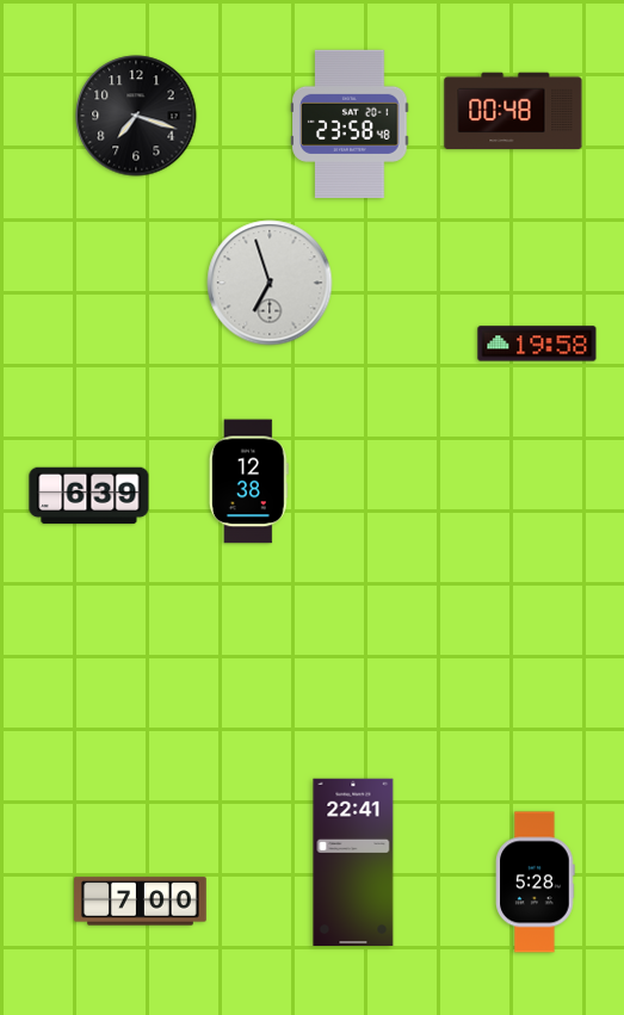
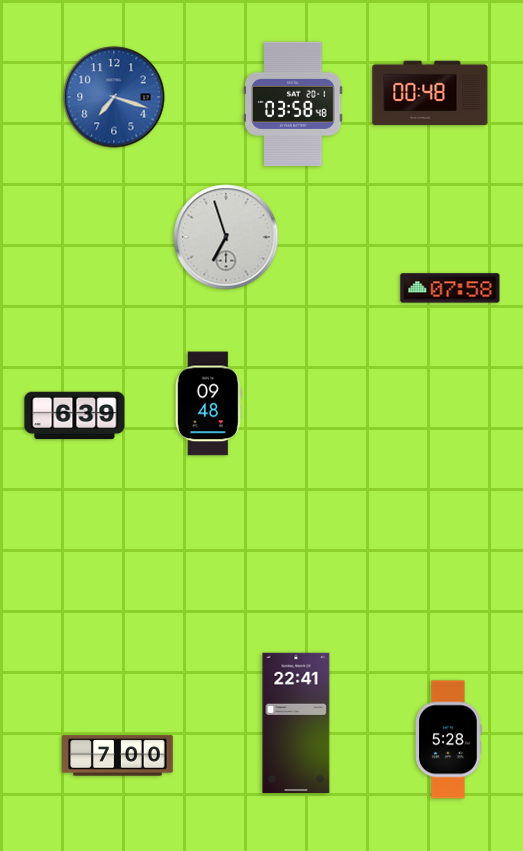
clock at (136, 116) dial: black -> blue
clock at (350, 124): 23:58 -> 03:58
clock at (537, 344): 19:58 -> 07:58
clock at (248, 482): 12:38 -> 09:48
